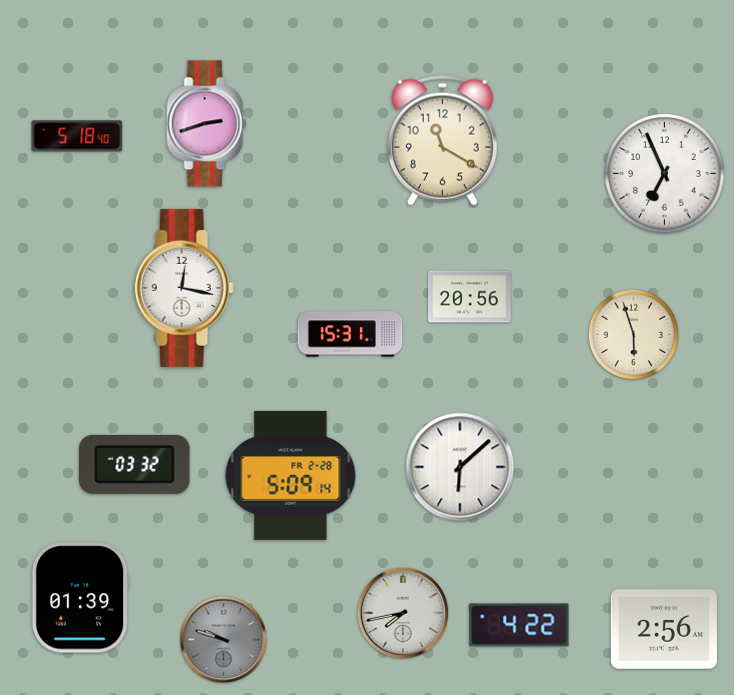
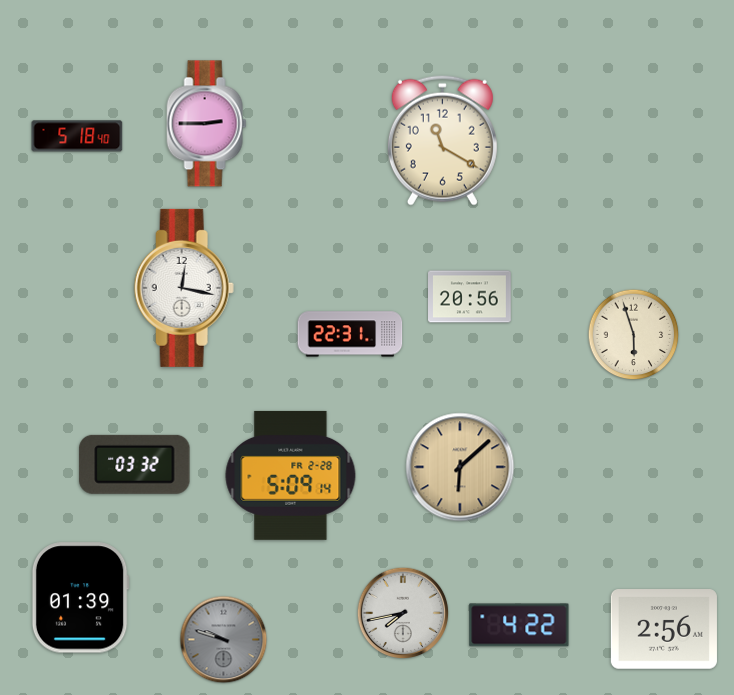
clock at (207, 124): 2:42 -> 2:45
clock at (665, 174): 6:56 -> none
clock at (350, 334): 15:31 -> 22:31
clock at (460, 467) dial: white -> champagne
